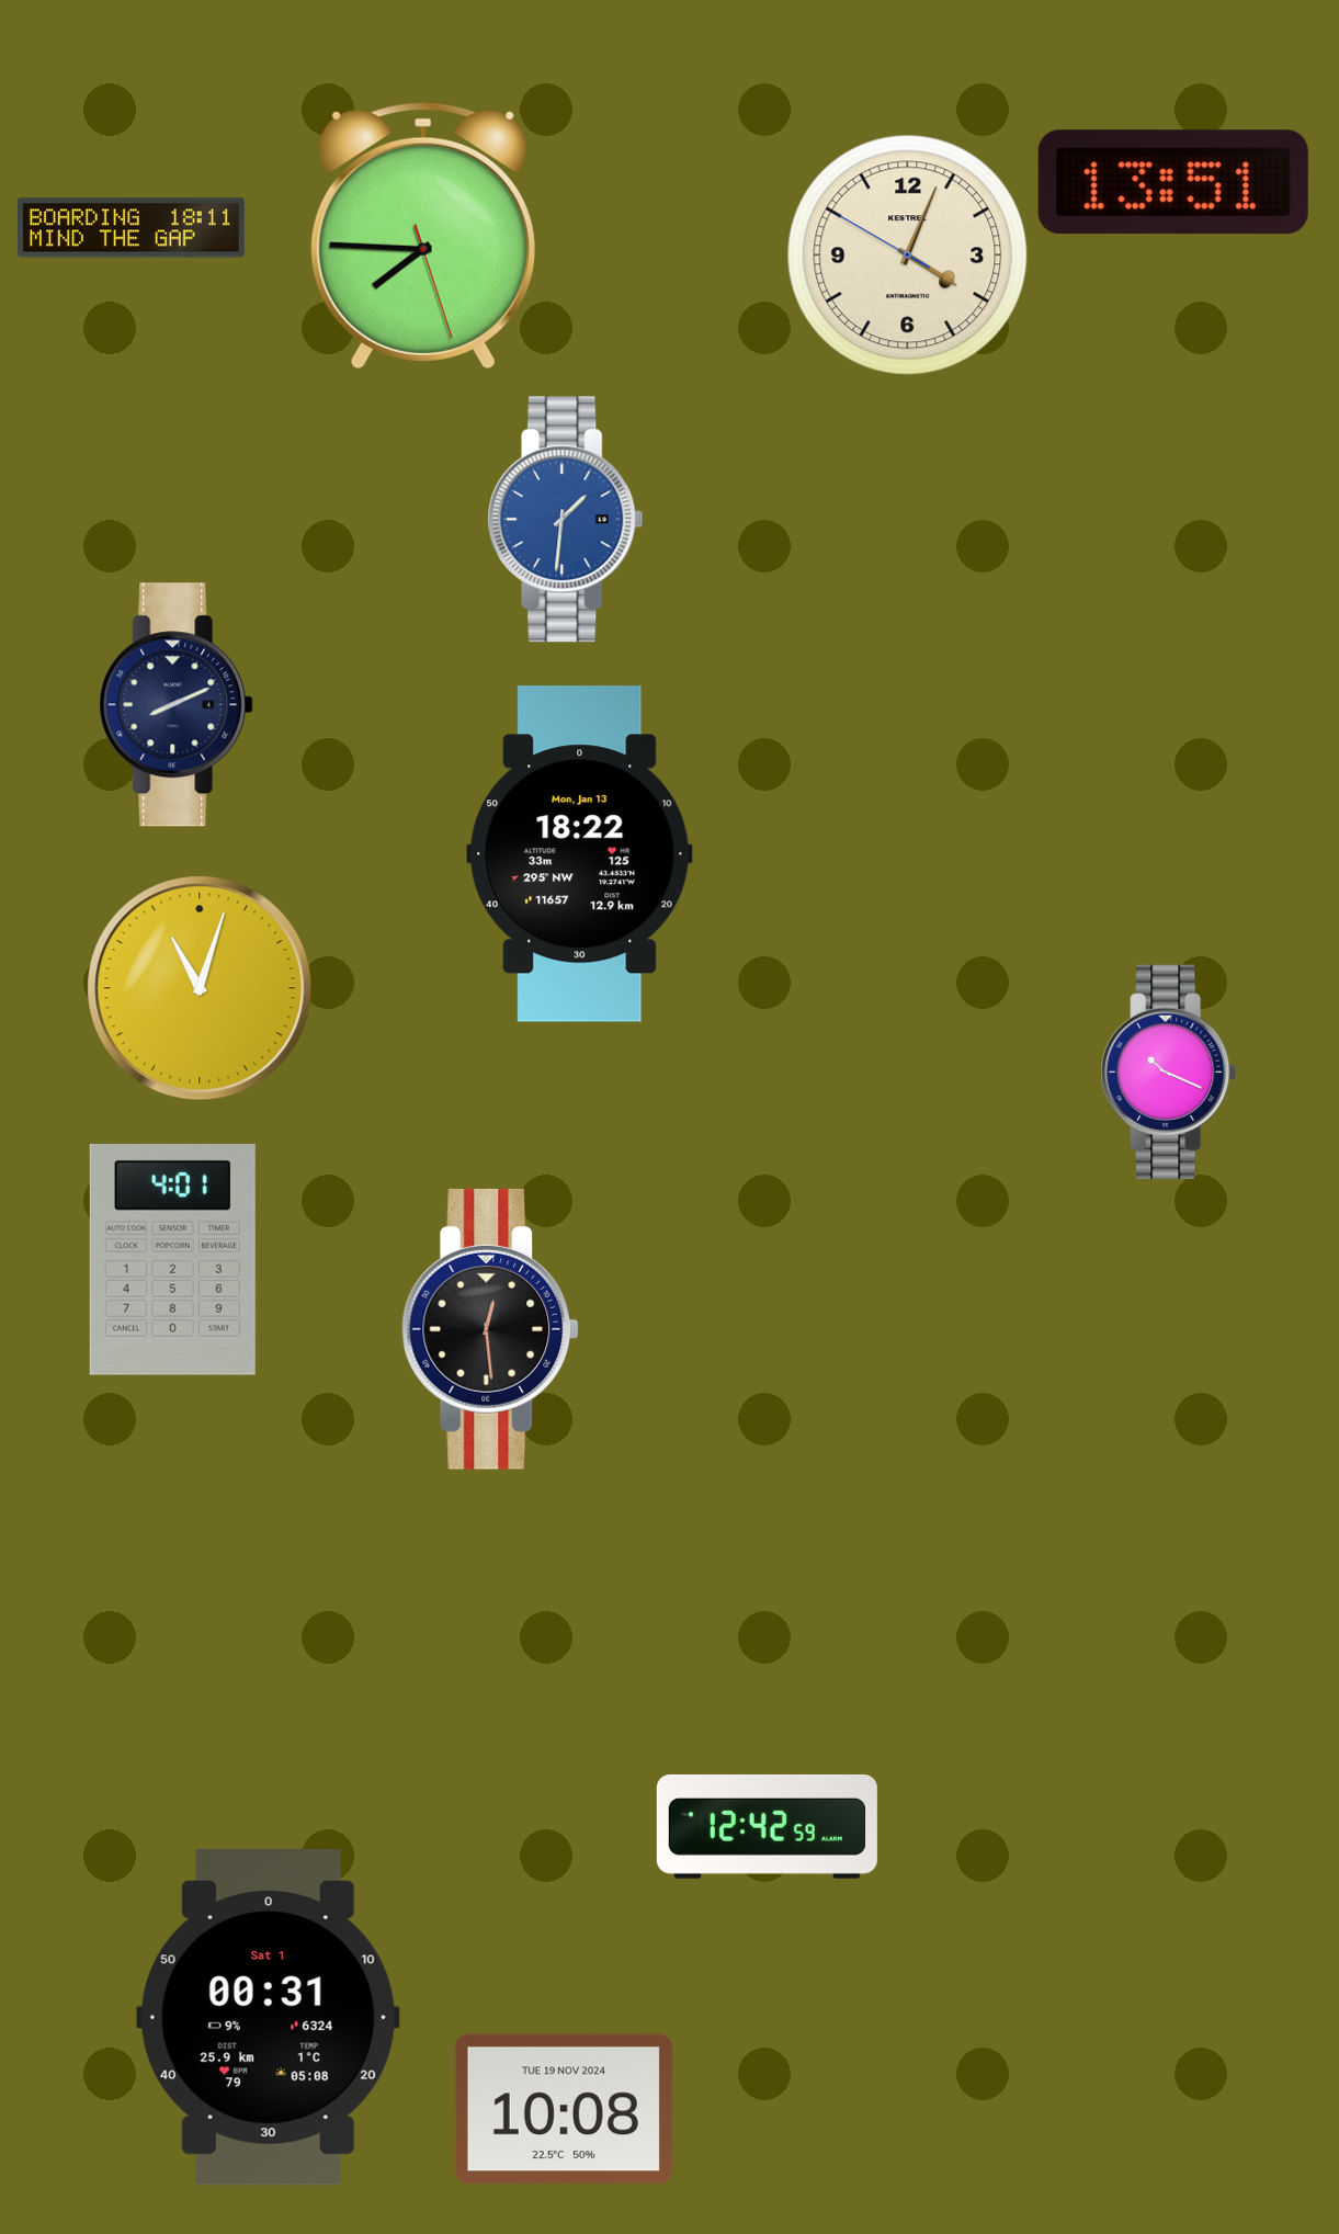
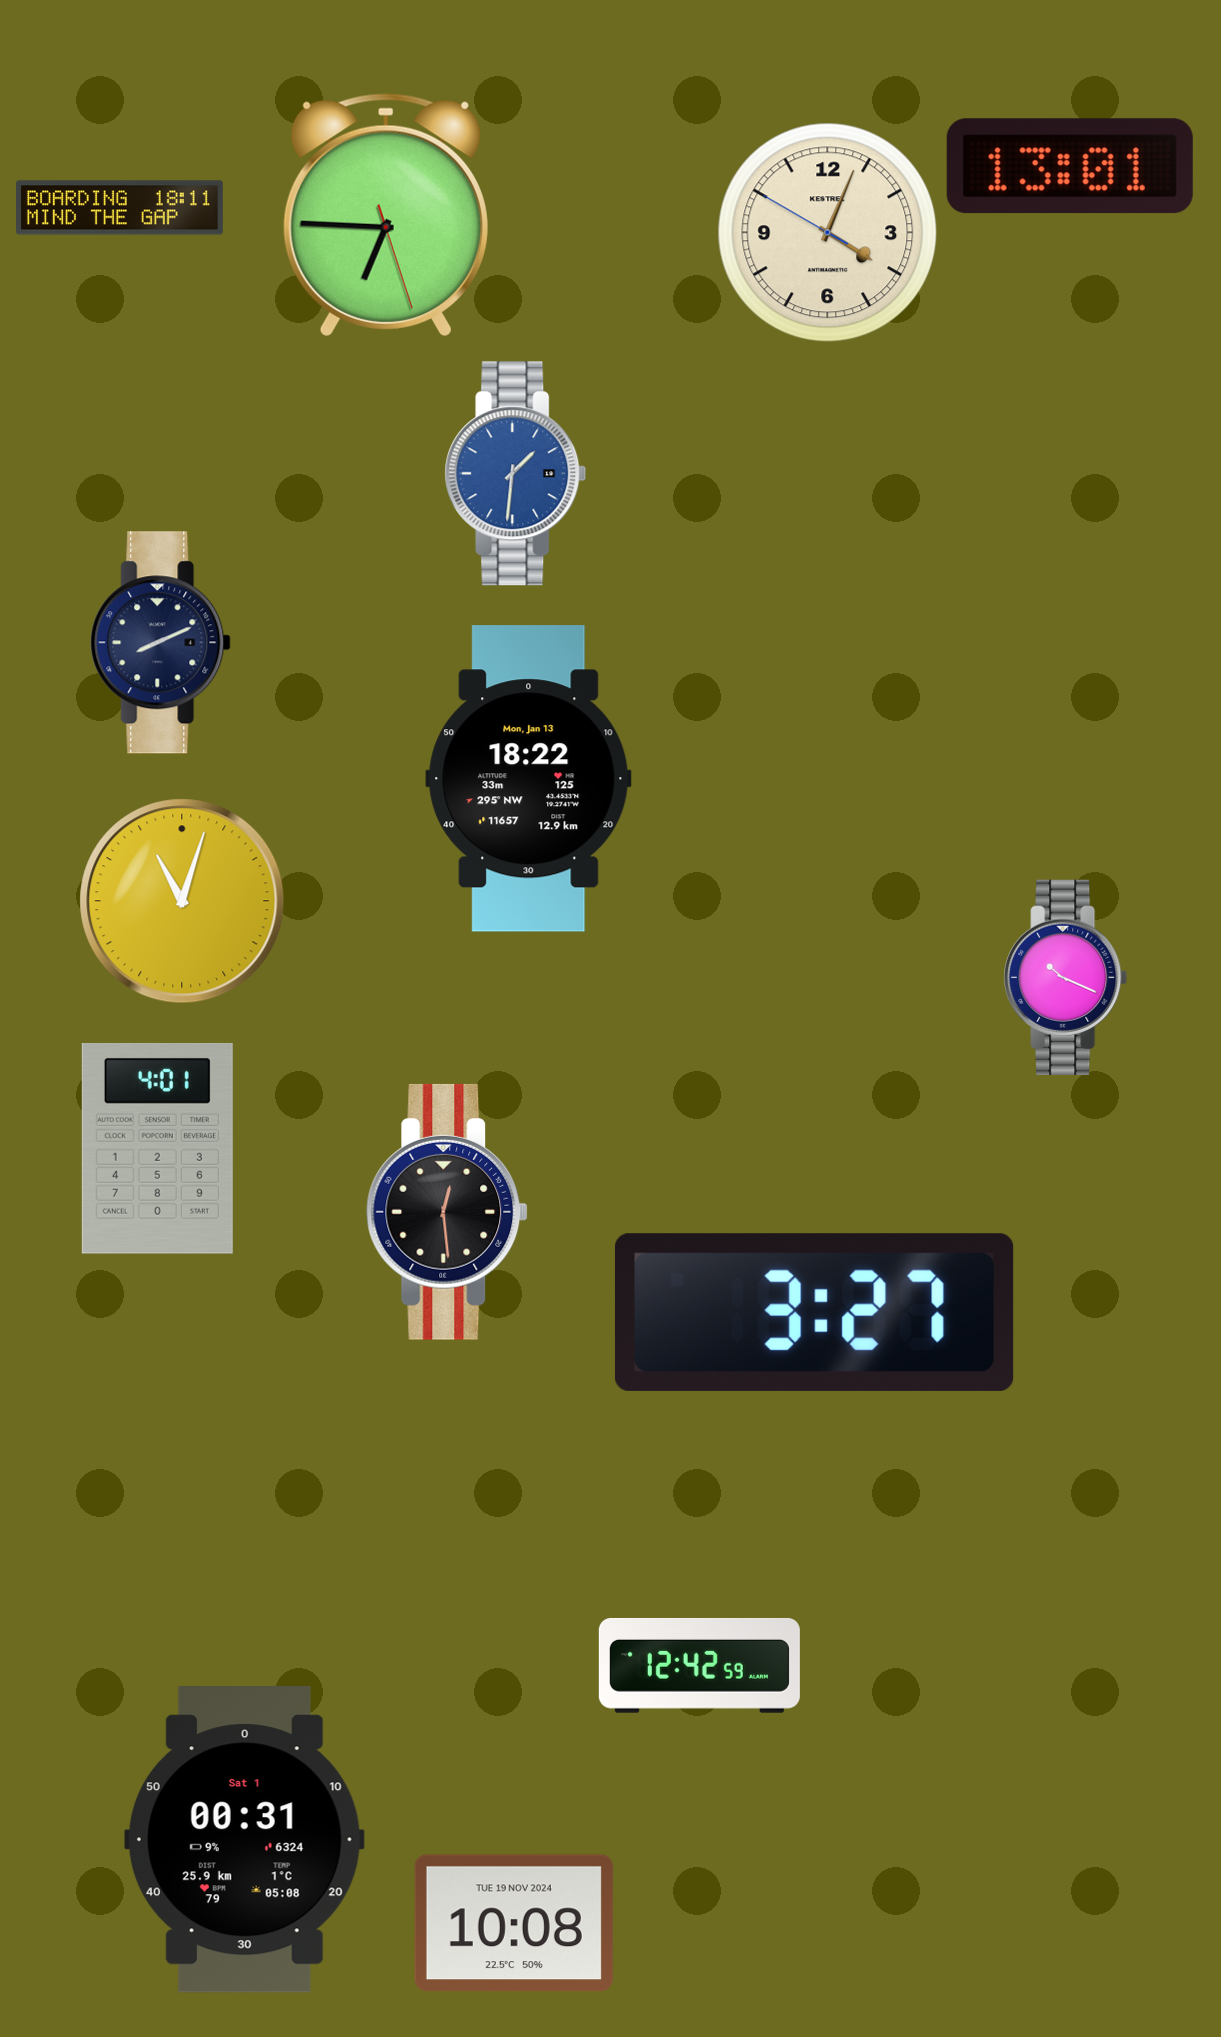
clock at (1173, 182): 13:51 -> 13:01
clock at (423, 236): 7:45 -> 6:45
clock at (814, 1312): none -> 3:27
